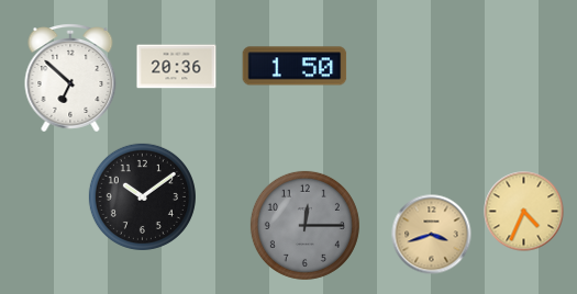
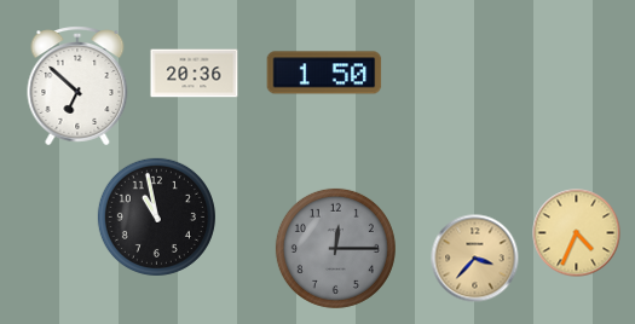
clock at (142, 196): 10:09 -> 10:58
clock at (432, 235): 3:42 -> 3:37
